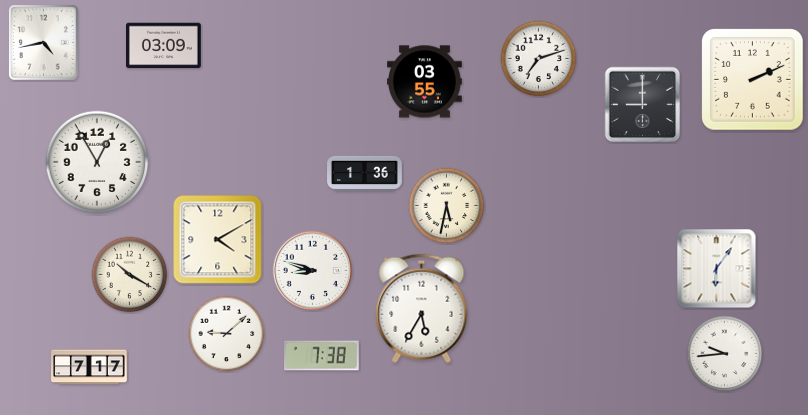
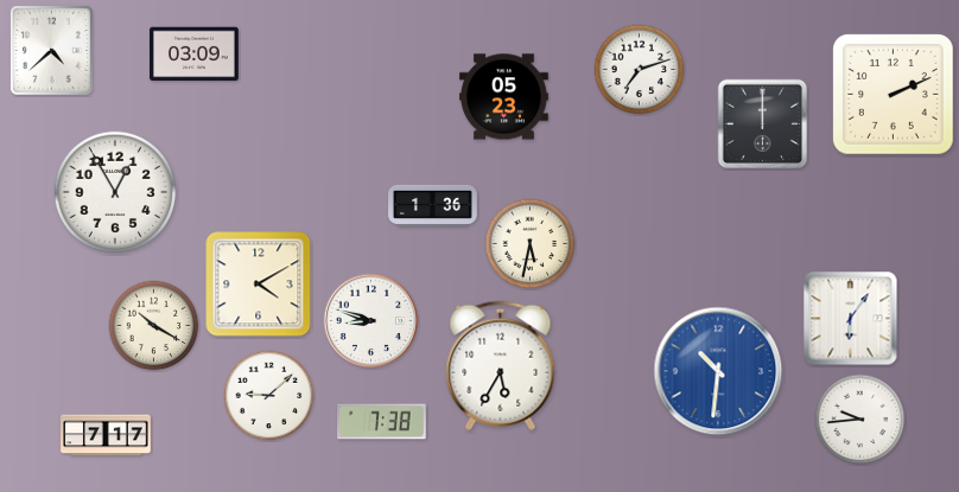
clock at (43, 42): 4:43 -> 4:38
clock at (425, 82): 03:55 -> 05:23
clock at (643, 105): 9:00 -> 12:00
clock at (718, 371): none -> 10:31
